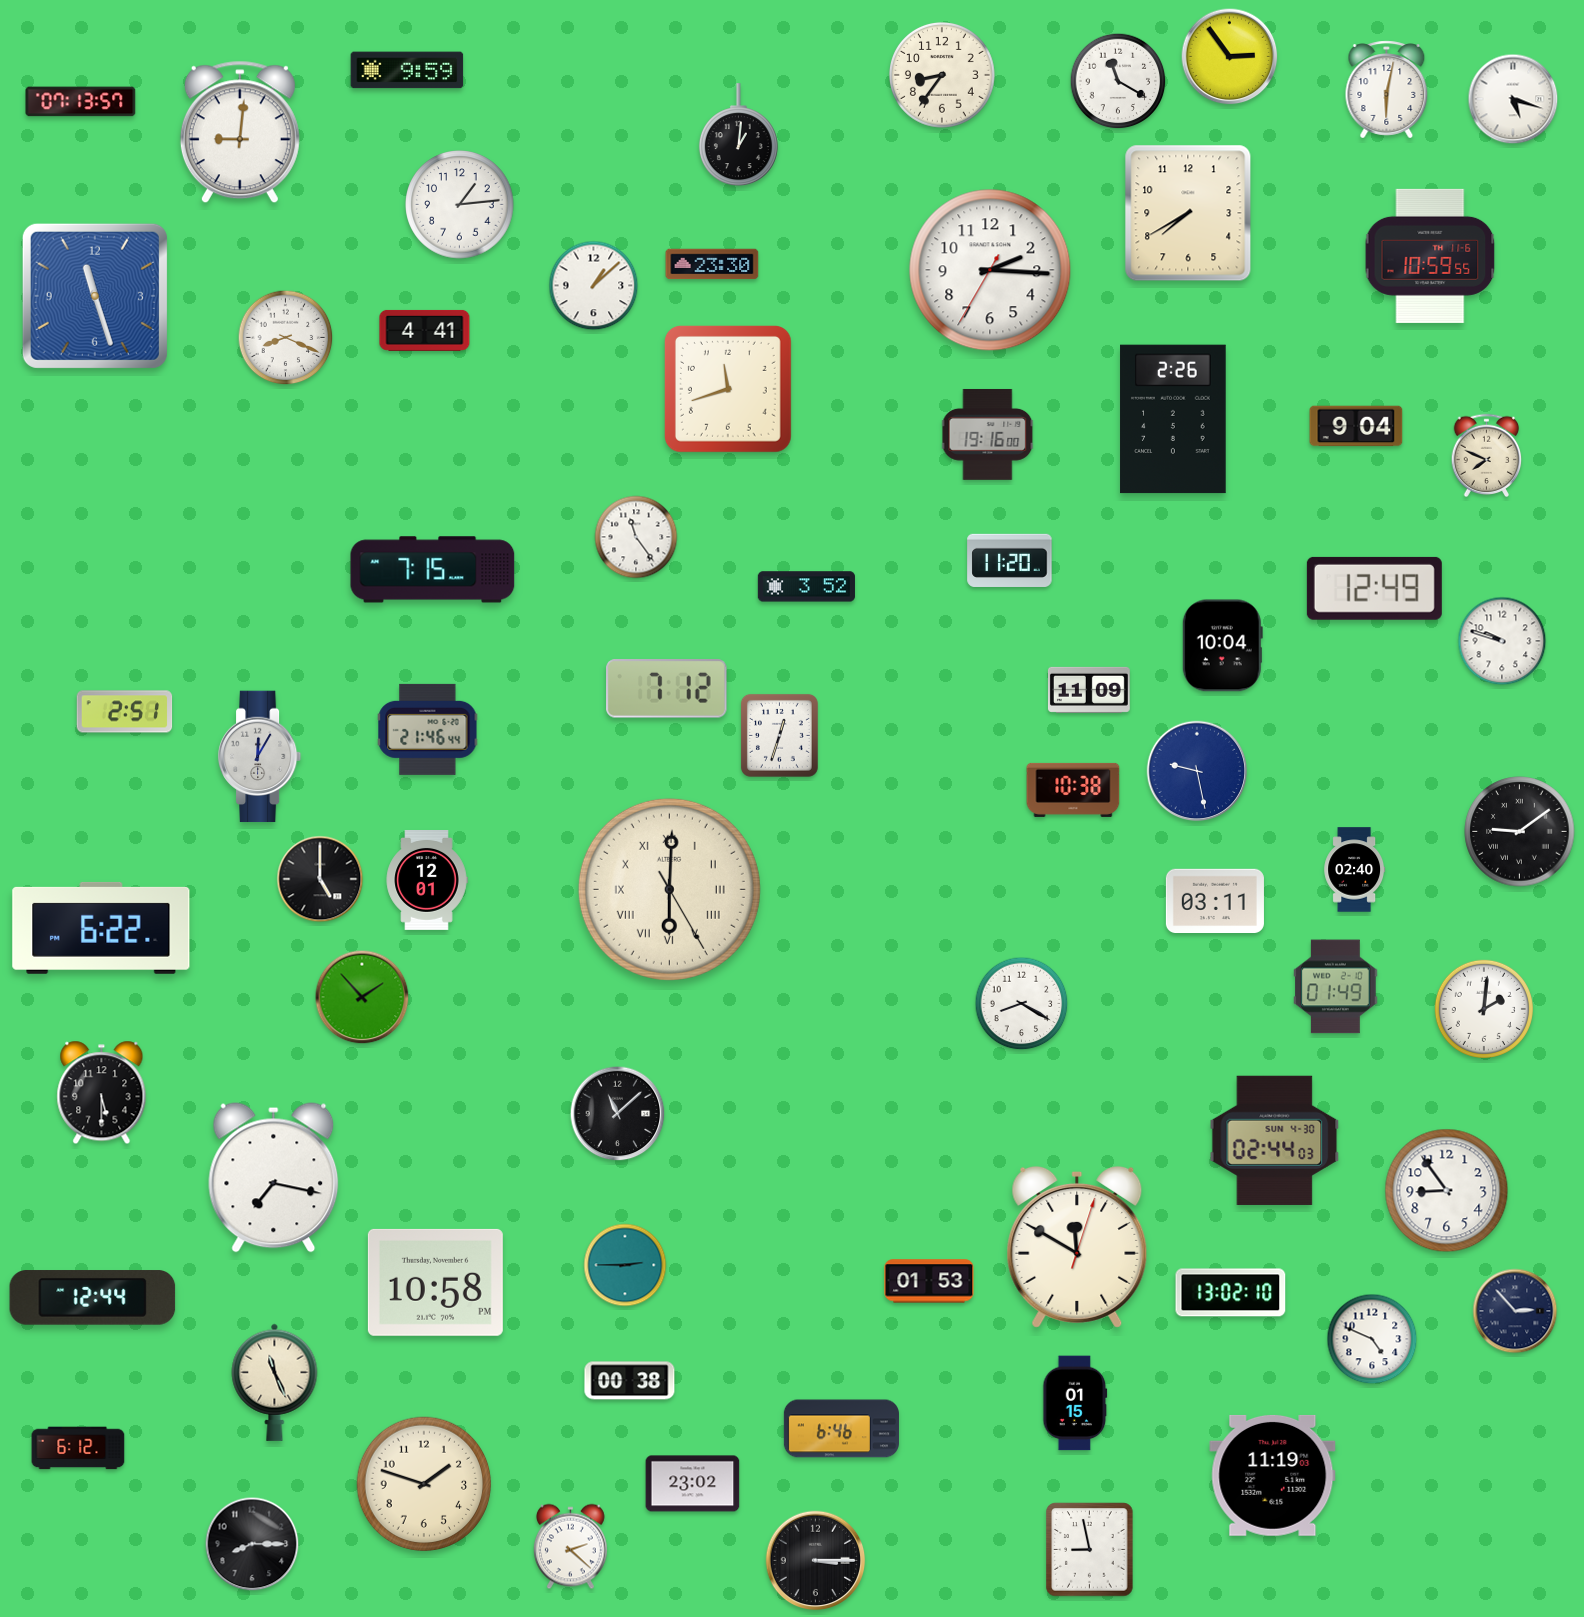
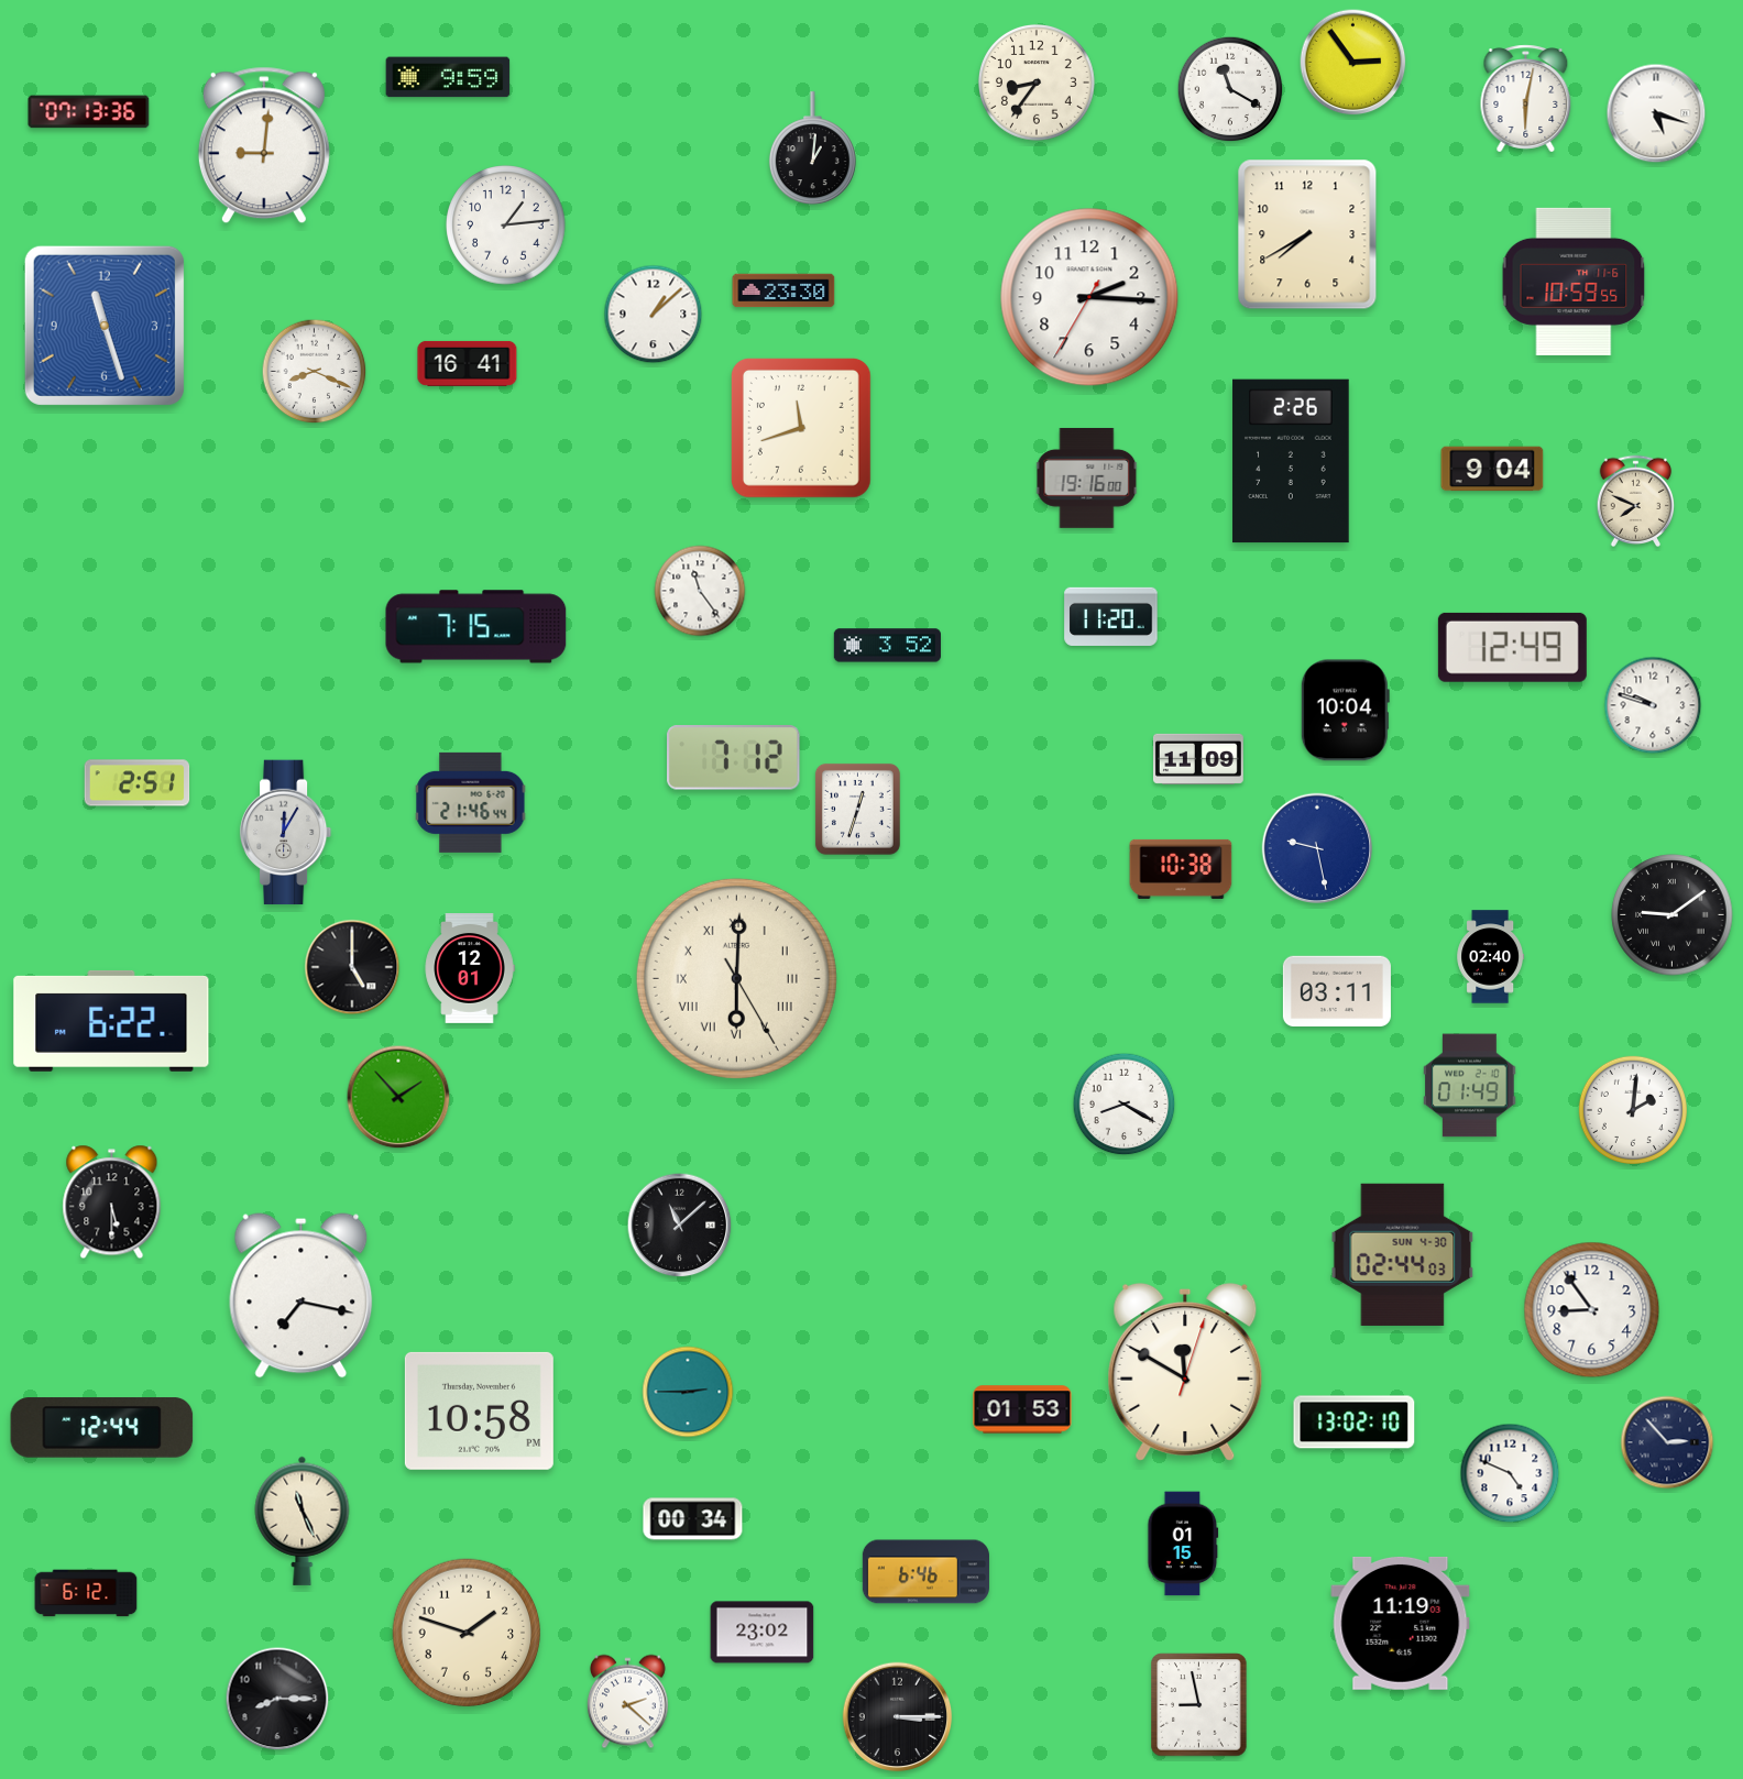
clock at (1513, 99) position: (1513, 99) -> (1656, 113)
clock at (81, 102): 07:13:57 -> 07:13:36
clock at (425, 330): 4:41 -> 16:41
clock at (630, 1381): 00:38 -> 00:34
